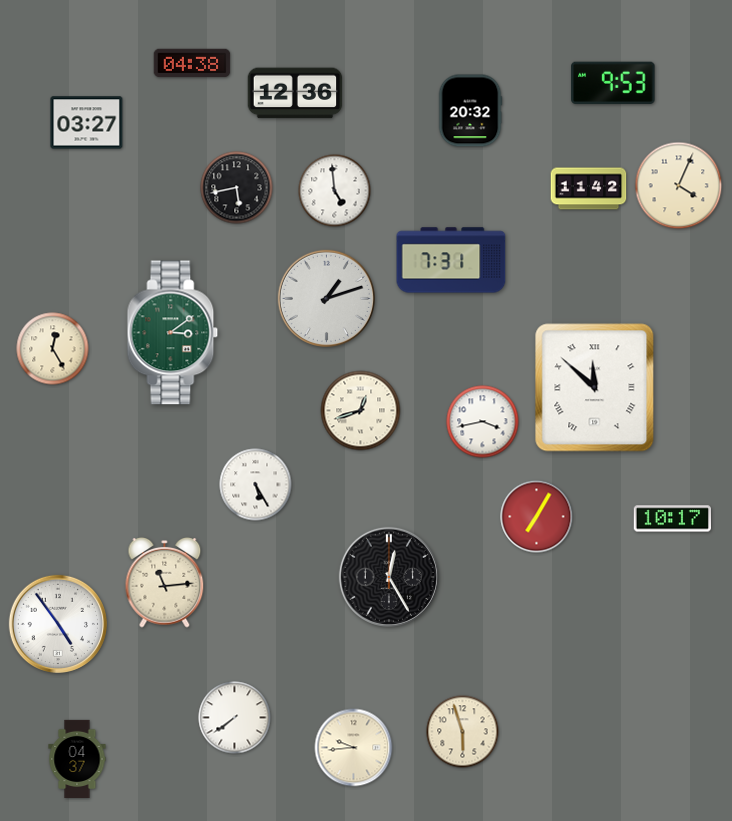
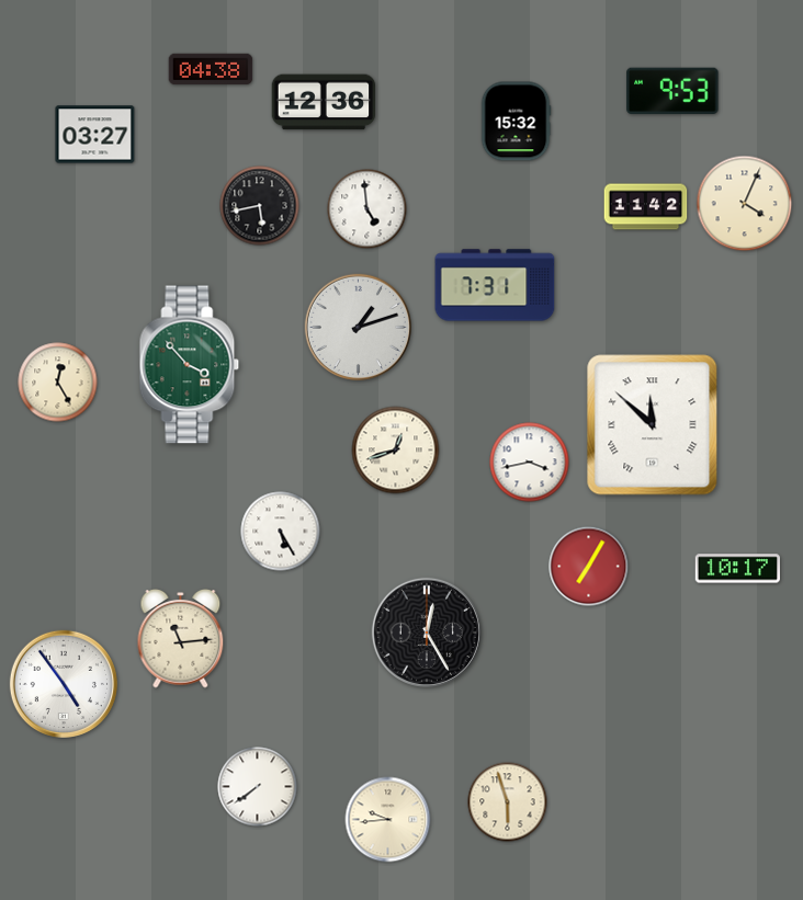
clock at (470, 111): 20:32 -> 15:32
clock at (173, 333): 3:09 -> 3:53
clock at (77, 758): 04:37 -> none
